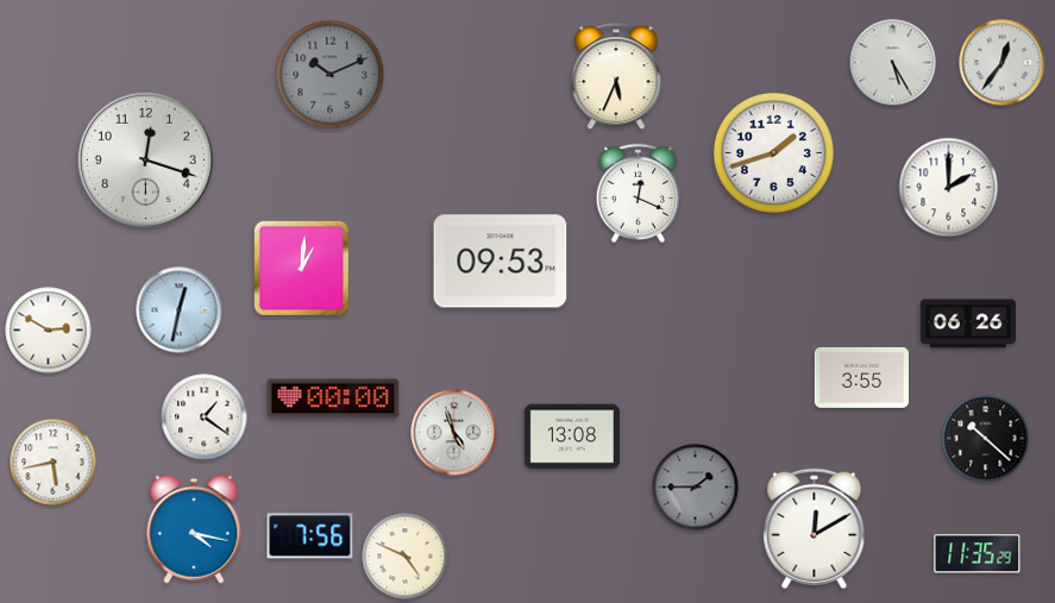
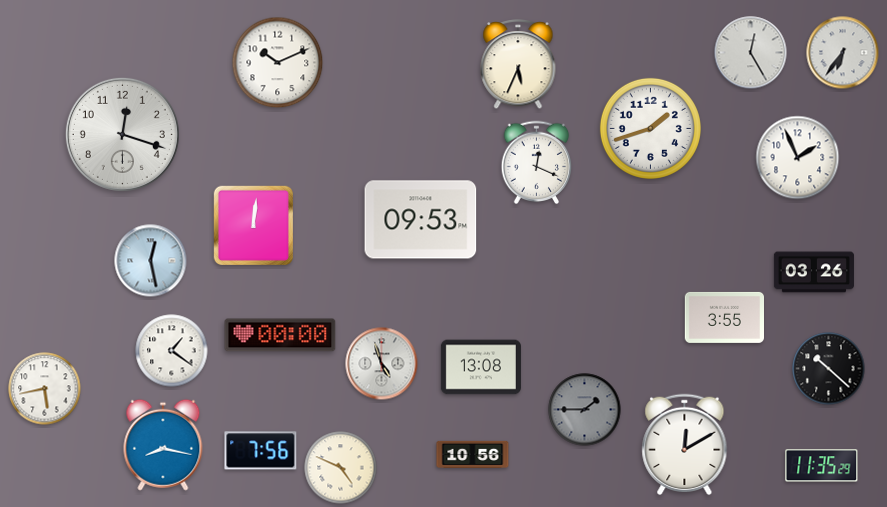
clock at (893, 63): 5:25 -> 12:25
clock at (1003, 63): 12:36 -> 6:36
clock at (331, 75) dial: grey -> white
clock at (949, 188): 2:00 -> 1:56
clock at (301, 268): 1:01 -> 12:01
clock at (180, 310): 12:32 -> 12:28
clock at (968, 324): 06:26 -> 03:26
clock at (49, 331): 2:50 -> none
clock at (194, 529): 4:17 -> 8:17
clock at (473, 454): none -> 10:56
